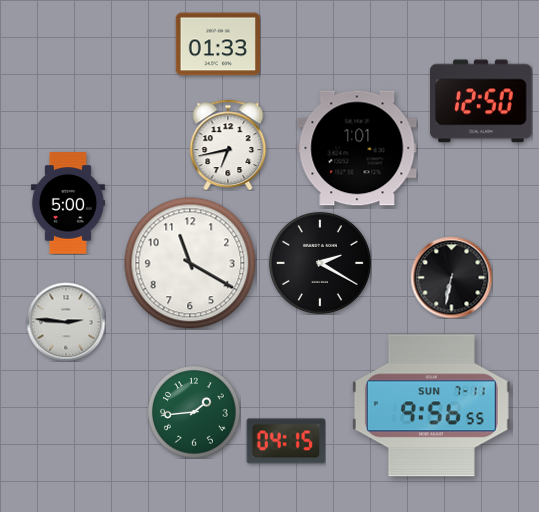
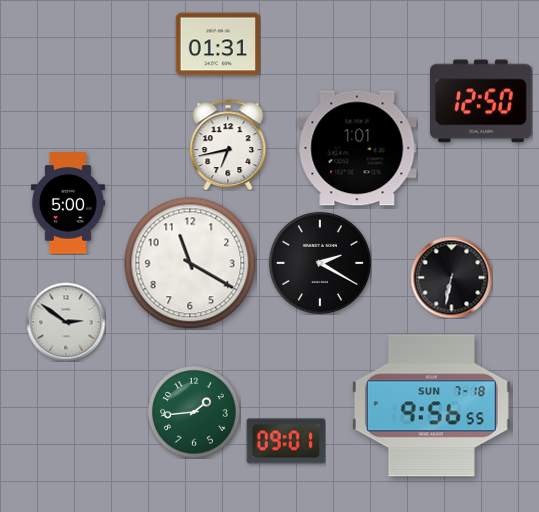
clock at (218, 44): 01:33 -> 01:31
clock at (66, 322): 2:46 -> 2:51
clock at (431, 406) date: SUN 7-11 -> SUN 7-18
clock at (286, 441): 04:15 -> 09:01
